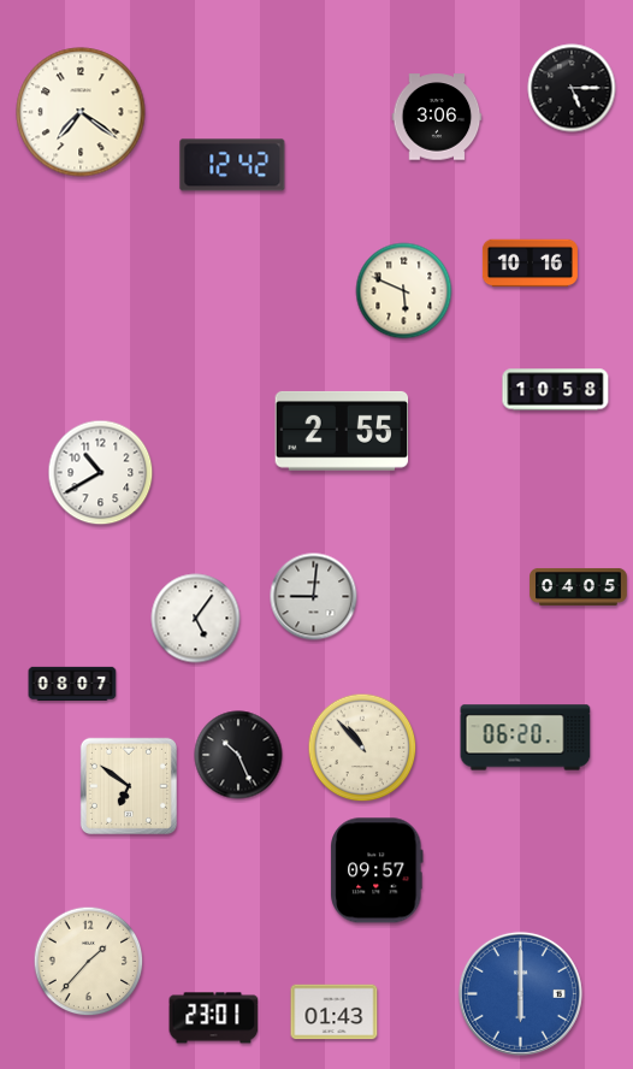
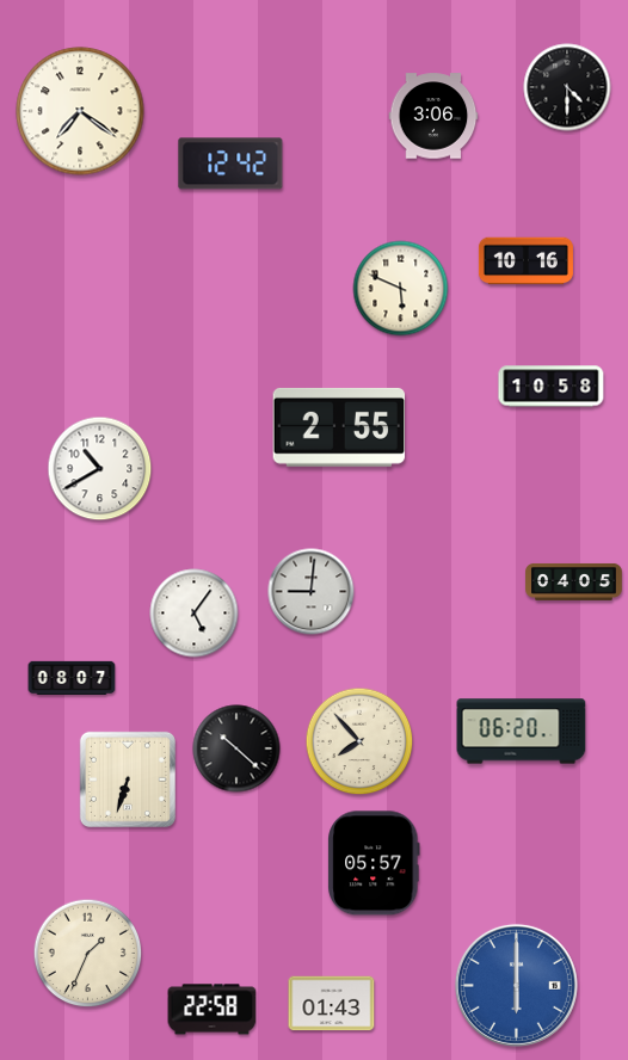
clock at (572, 88): 5:15 -> 4:30
clock at (362, 748): 10:53 -> 7:53
clock at (238, 755): 10:26 -> 10:22
clock at (129, 786): 6:51 -> 6:33
clock at (377, 870): 09:57 -> 05:57
clock at (89, 962): 1:37 -> 1:34
clock at (214, 1018): 23:01 -> 22:58
